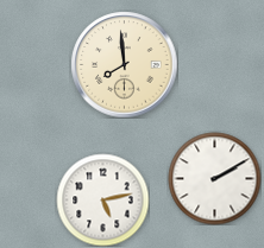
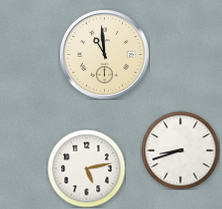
clock at (124, 64): 7:59 -> 10:59
clock at (214, 178): 2:10 -> 8:42
